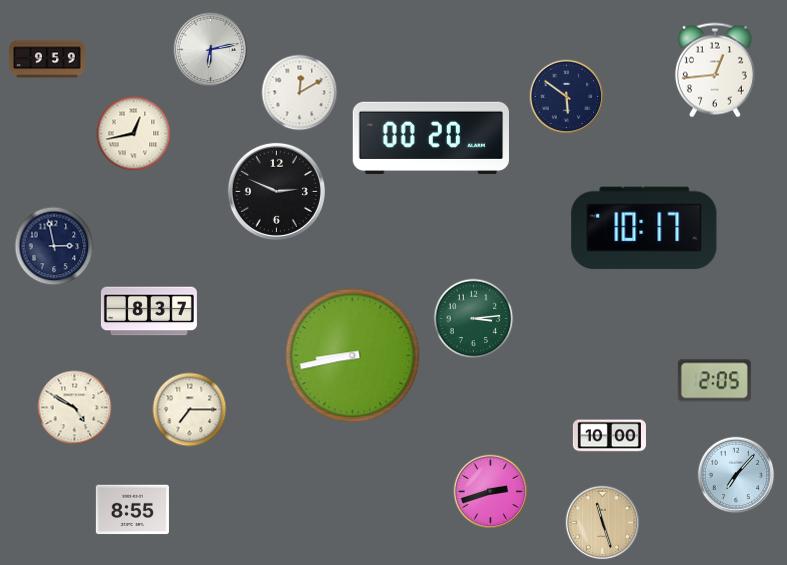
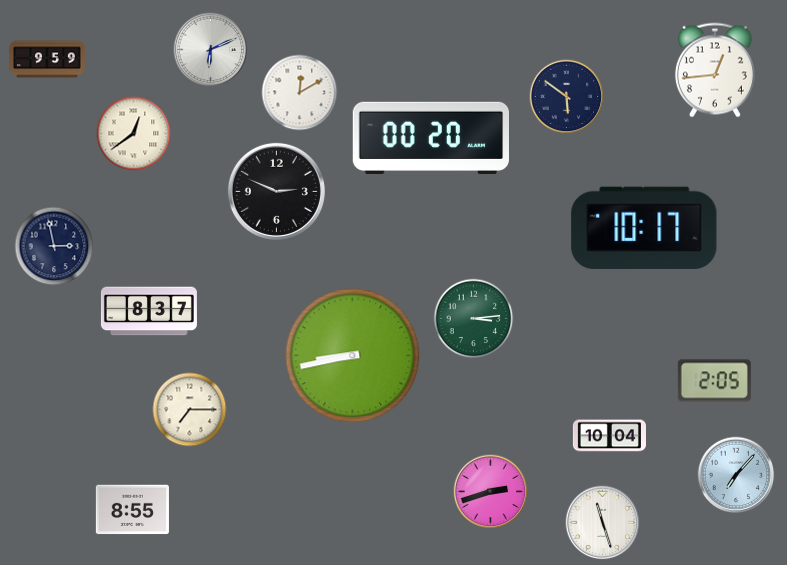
clock at (211, 50): 6:13 -> 6:11
clock at (134, 134): 12:43 -> 12:39
clock at (75, 408): 4:50 -> none
clock at (609, 436): 10:00 -> 10:04
clock at (603, 523) dial: champagne -> white
